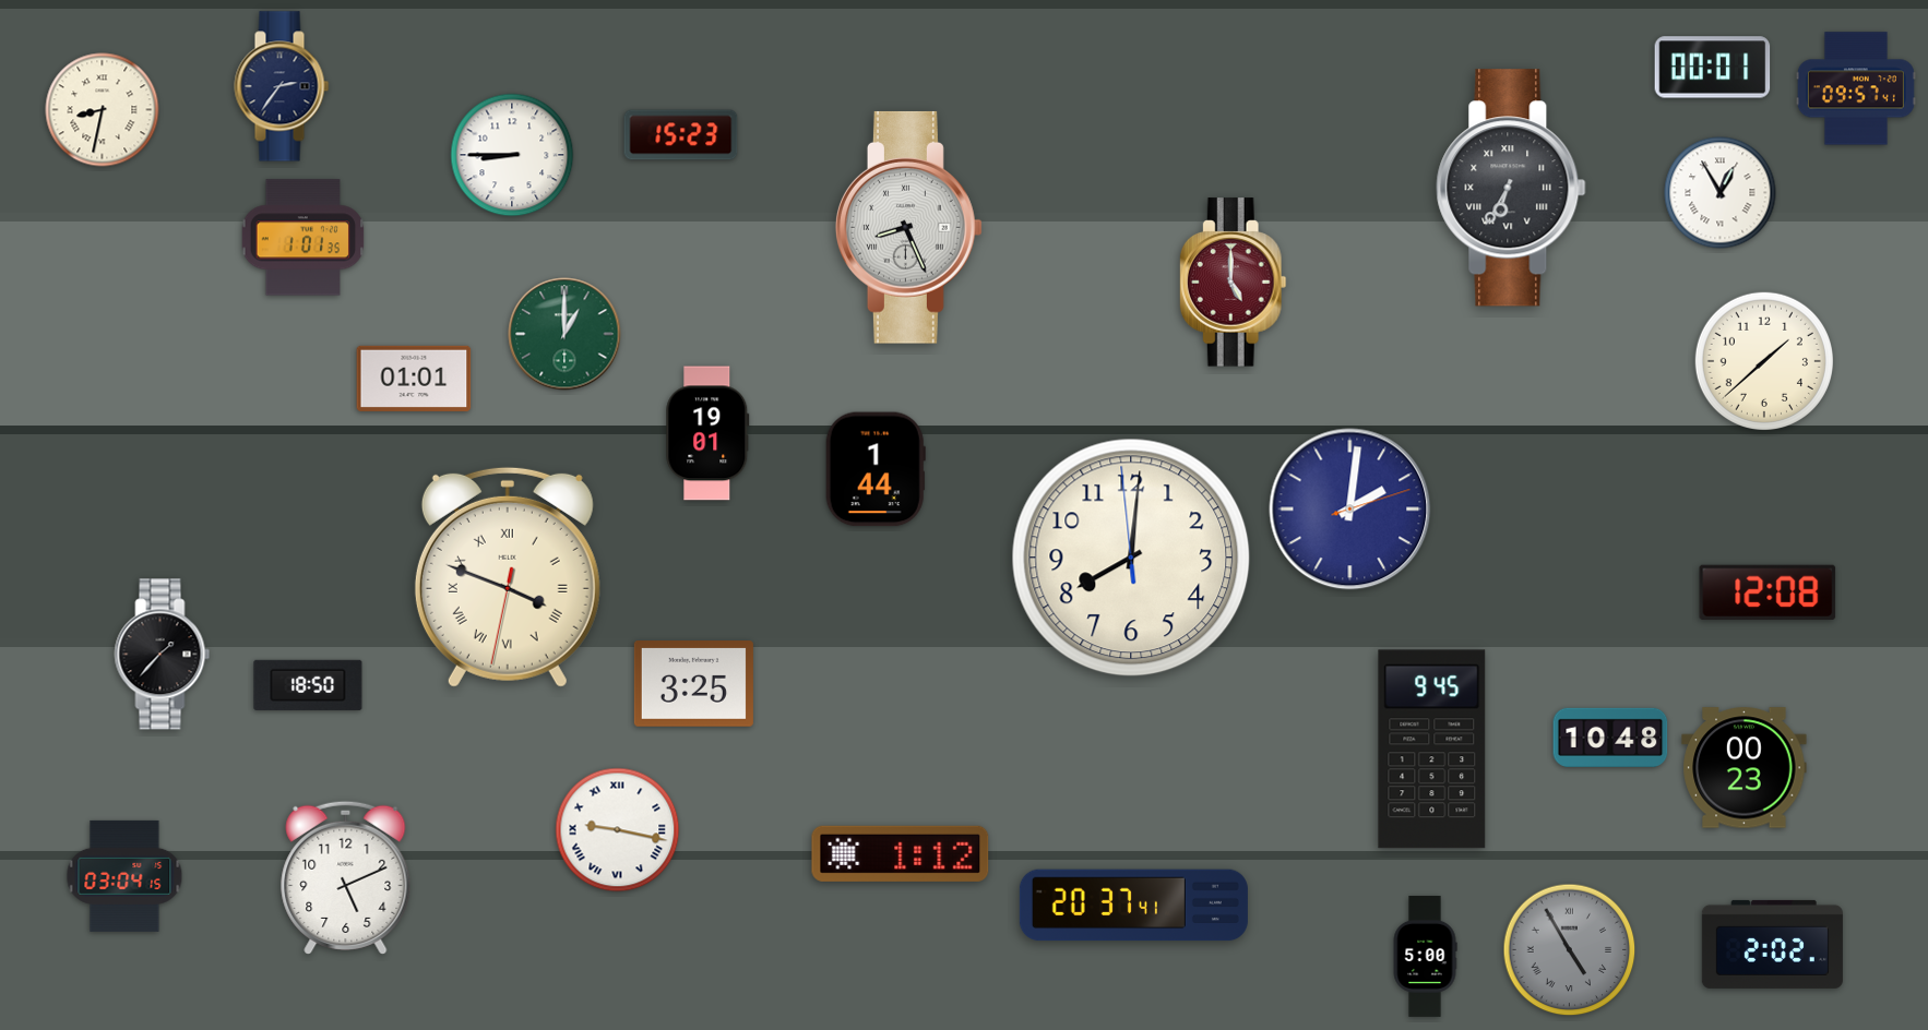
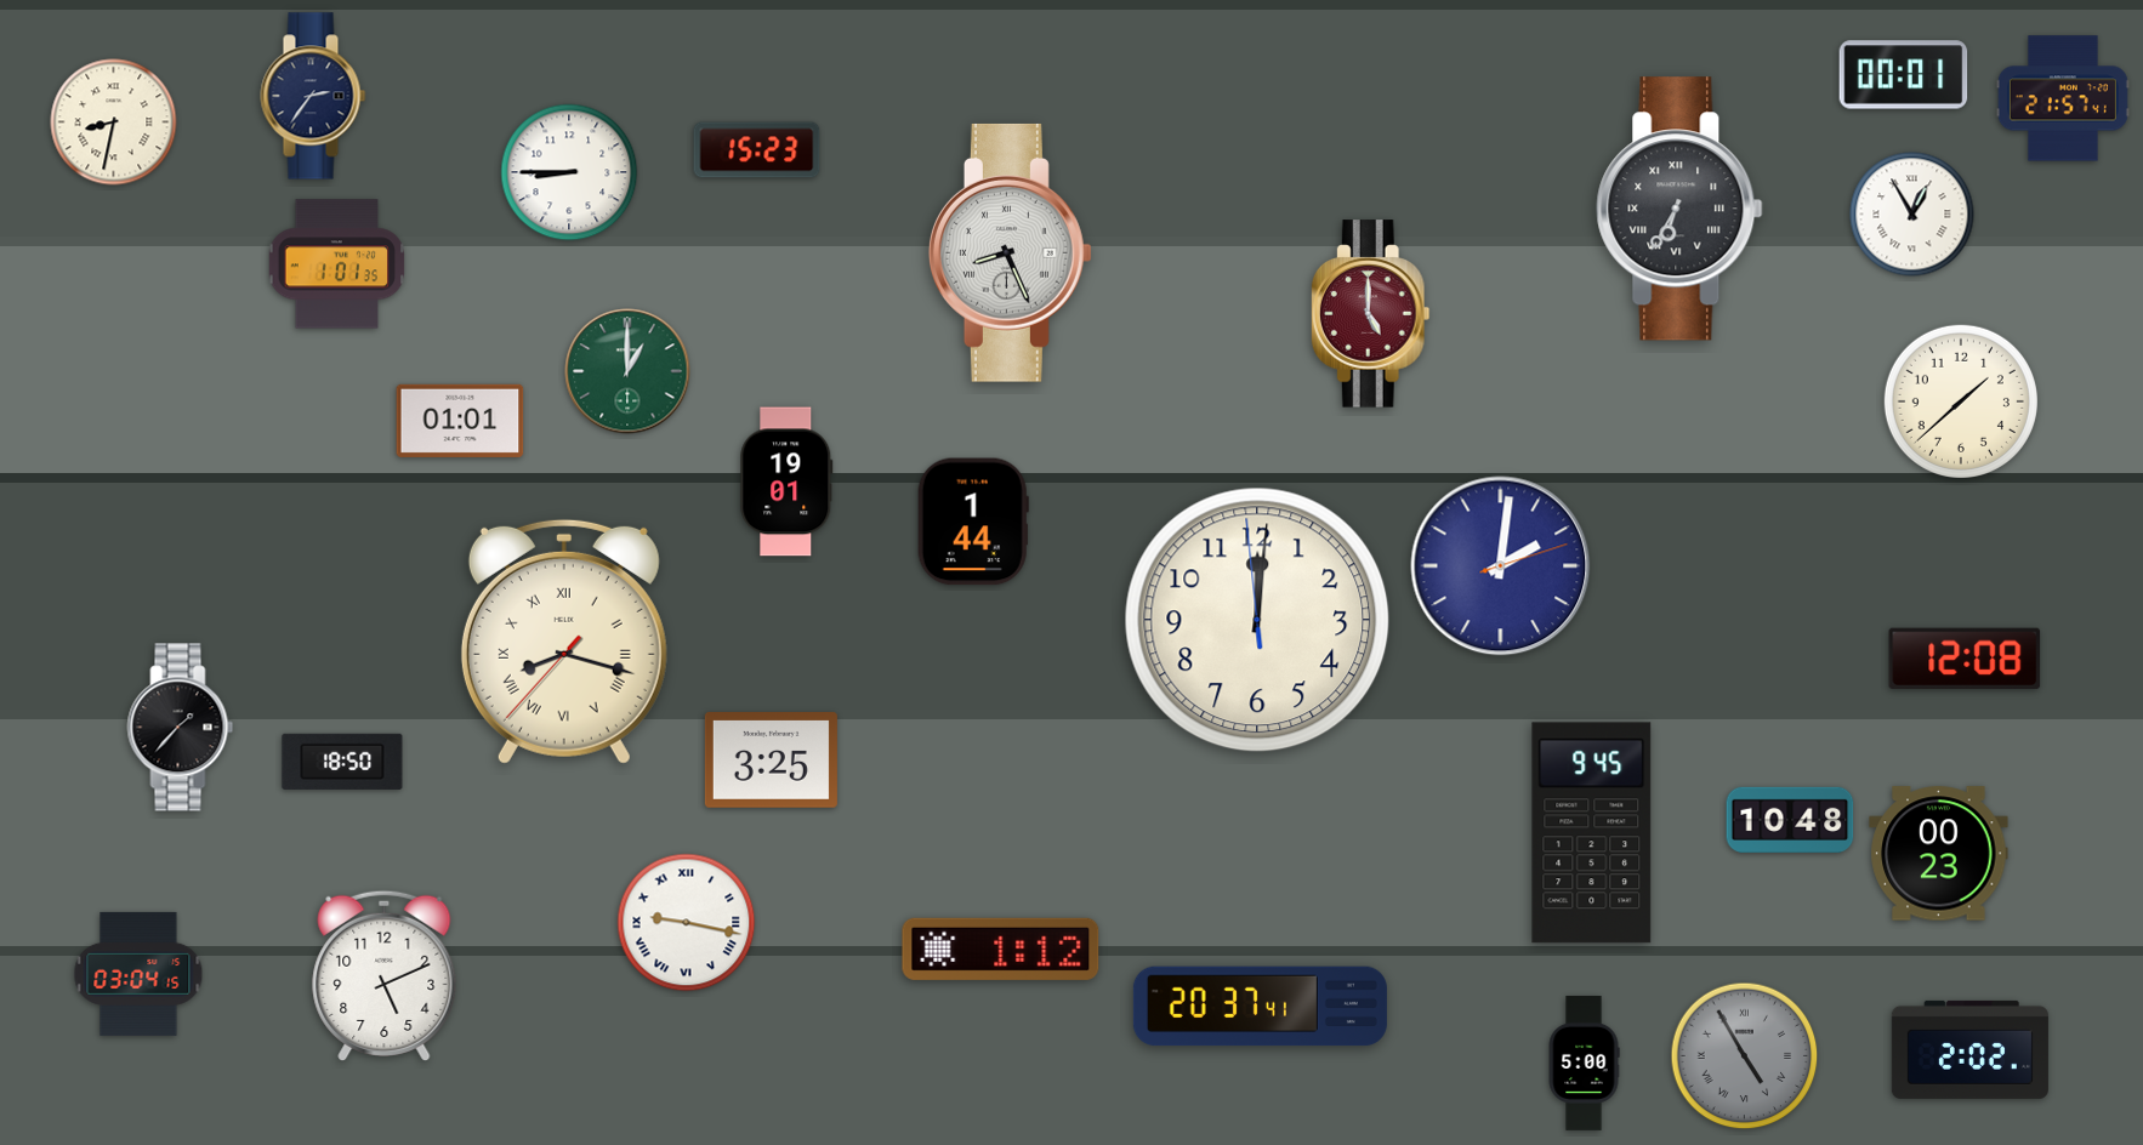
clock at (1856, 88): 09:57 -> 21:57
clock at (1131, 558): 8:00 -> 12:00
clock at (508, 577): 3:48 -> 8:17
